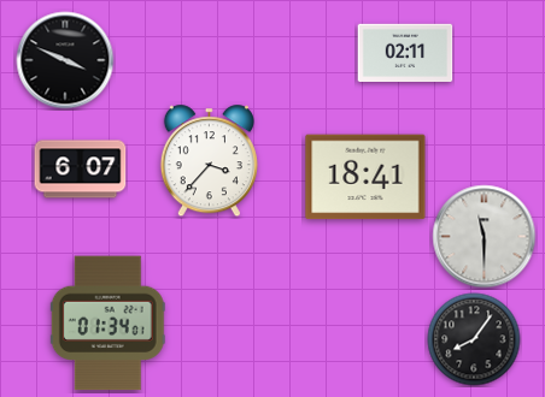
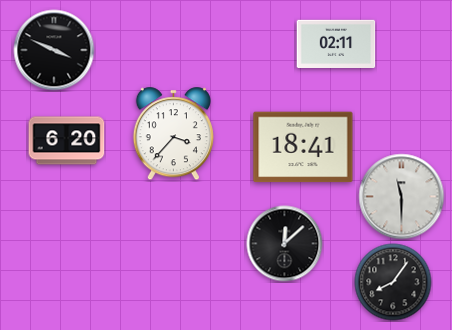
clock at (81, 170): 6:07 -> 6:20
clock at (285, 244): none -> 12:08
clock at (107, 324): 01:34 -> none
